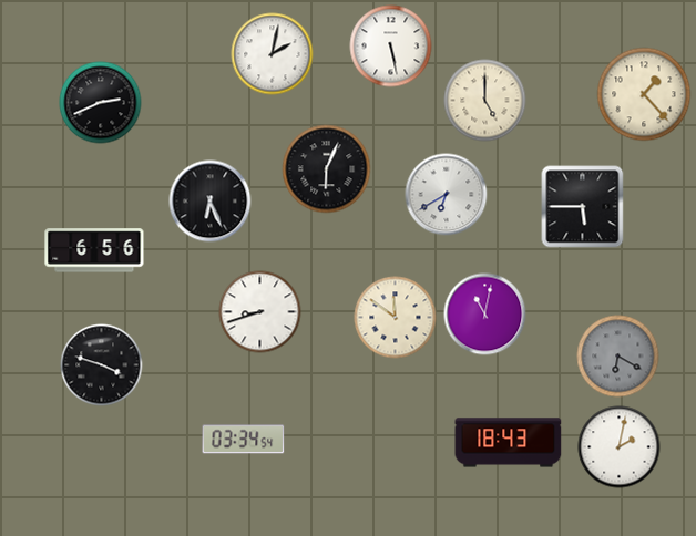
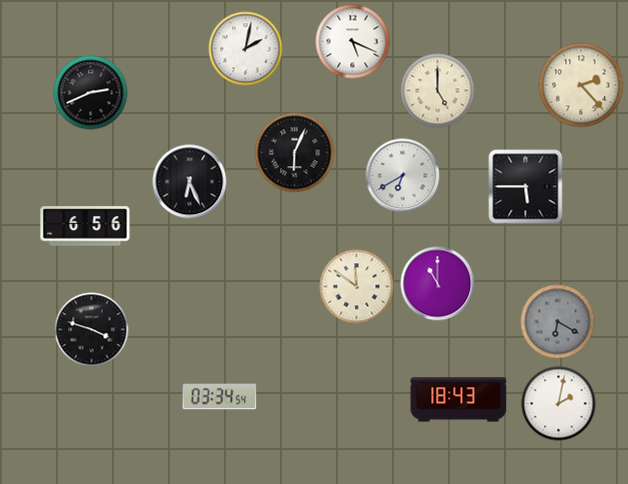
clock at (391, 47): 5:28 -> 5:19
clock at (644, 94): 1:23 -> 2:23
clock at (260, 312): 8:42 -> none
clock at (485, 315): 11:02 -> 11:00
